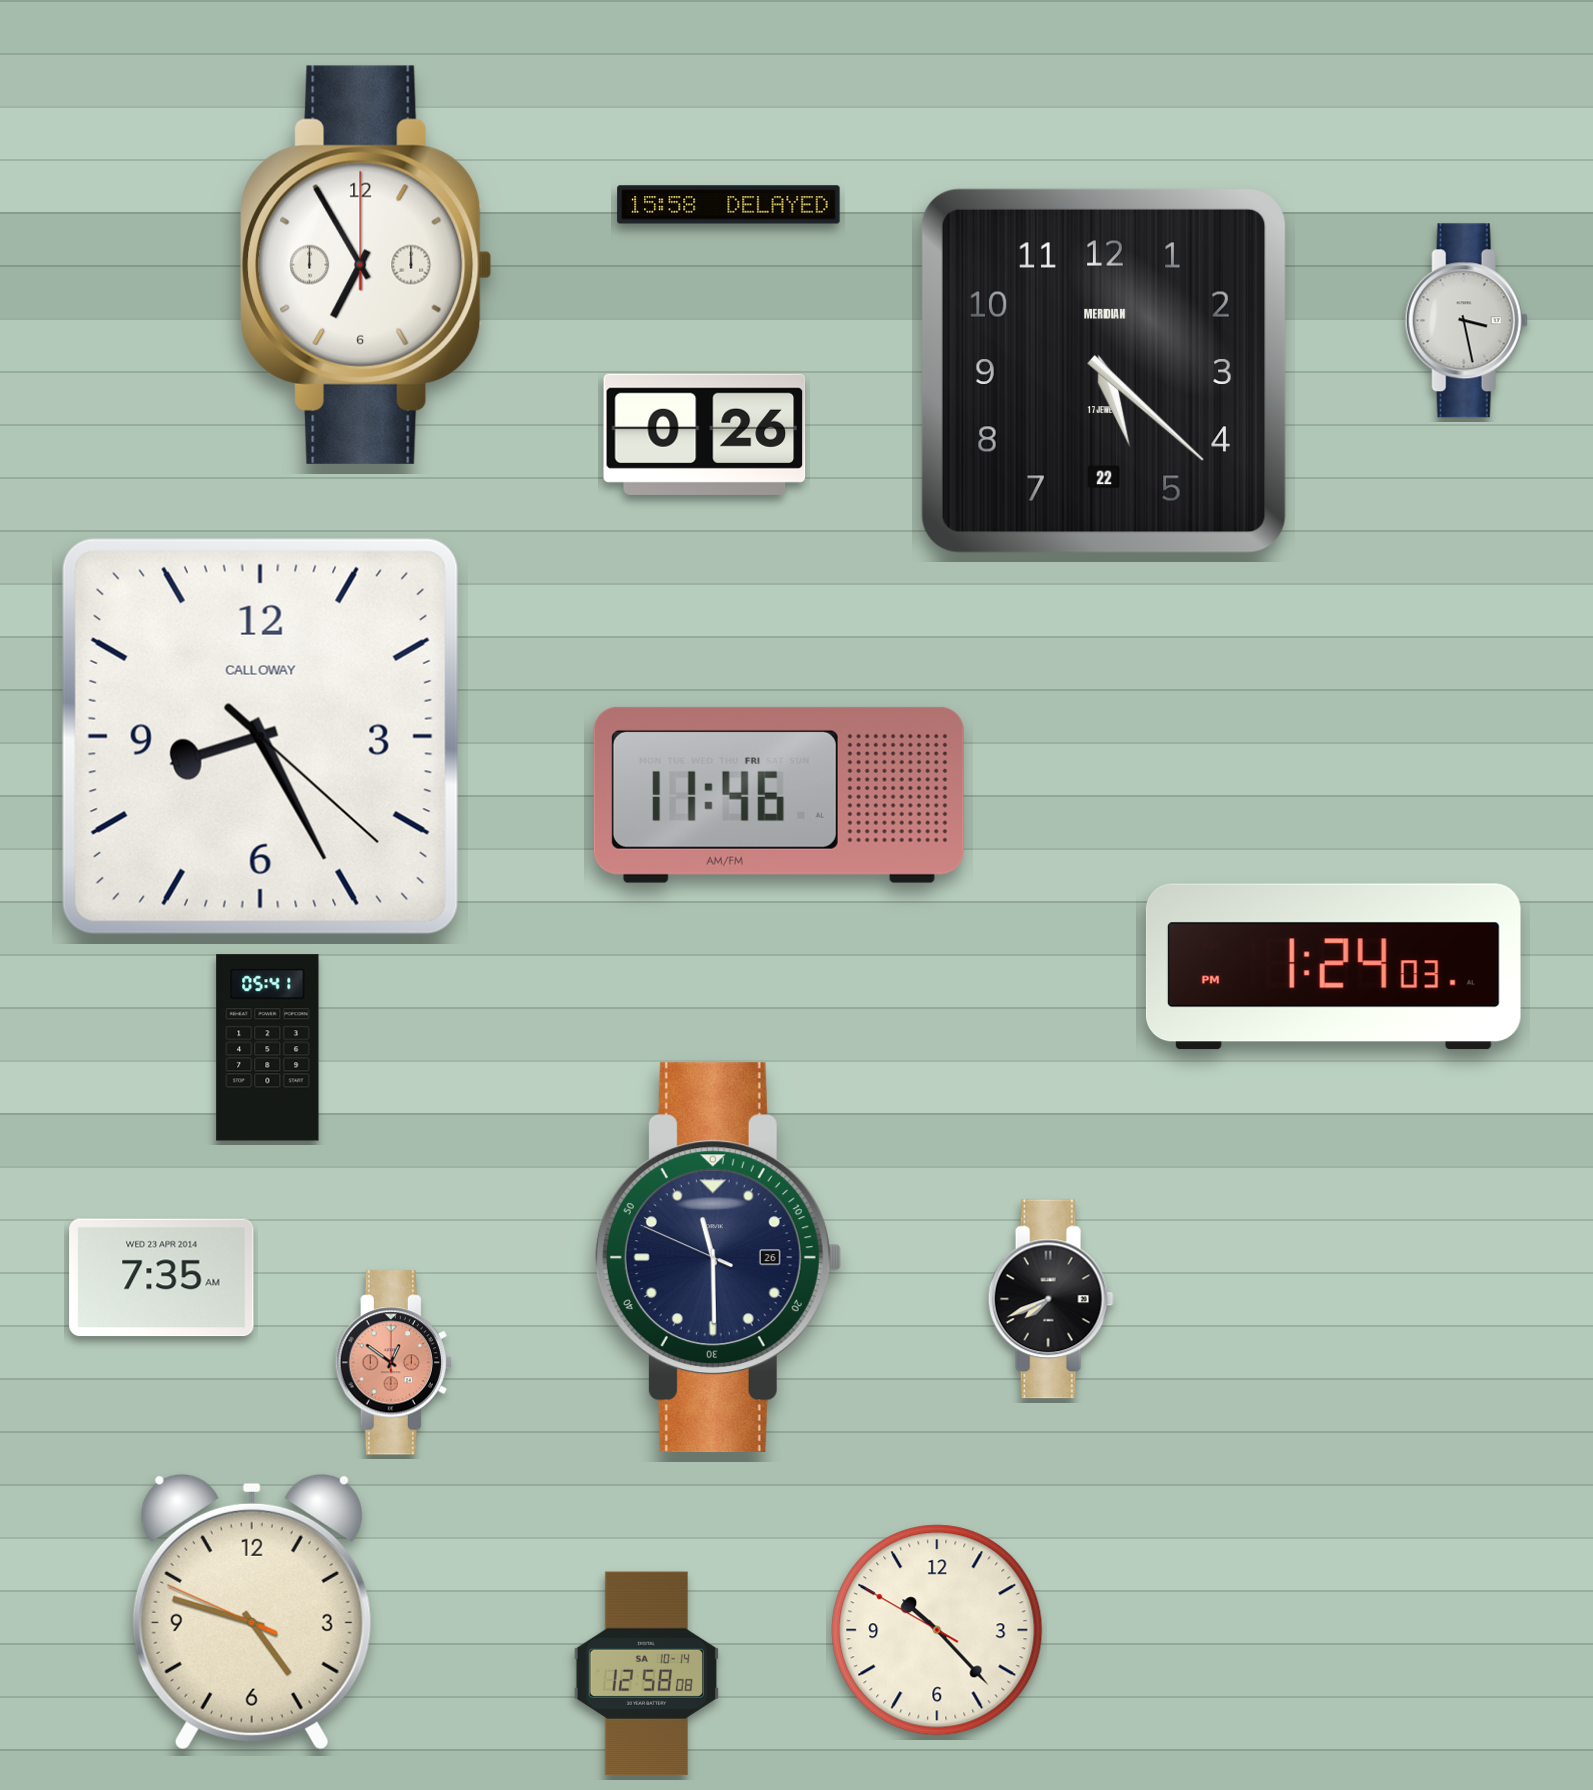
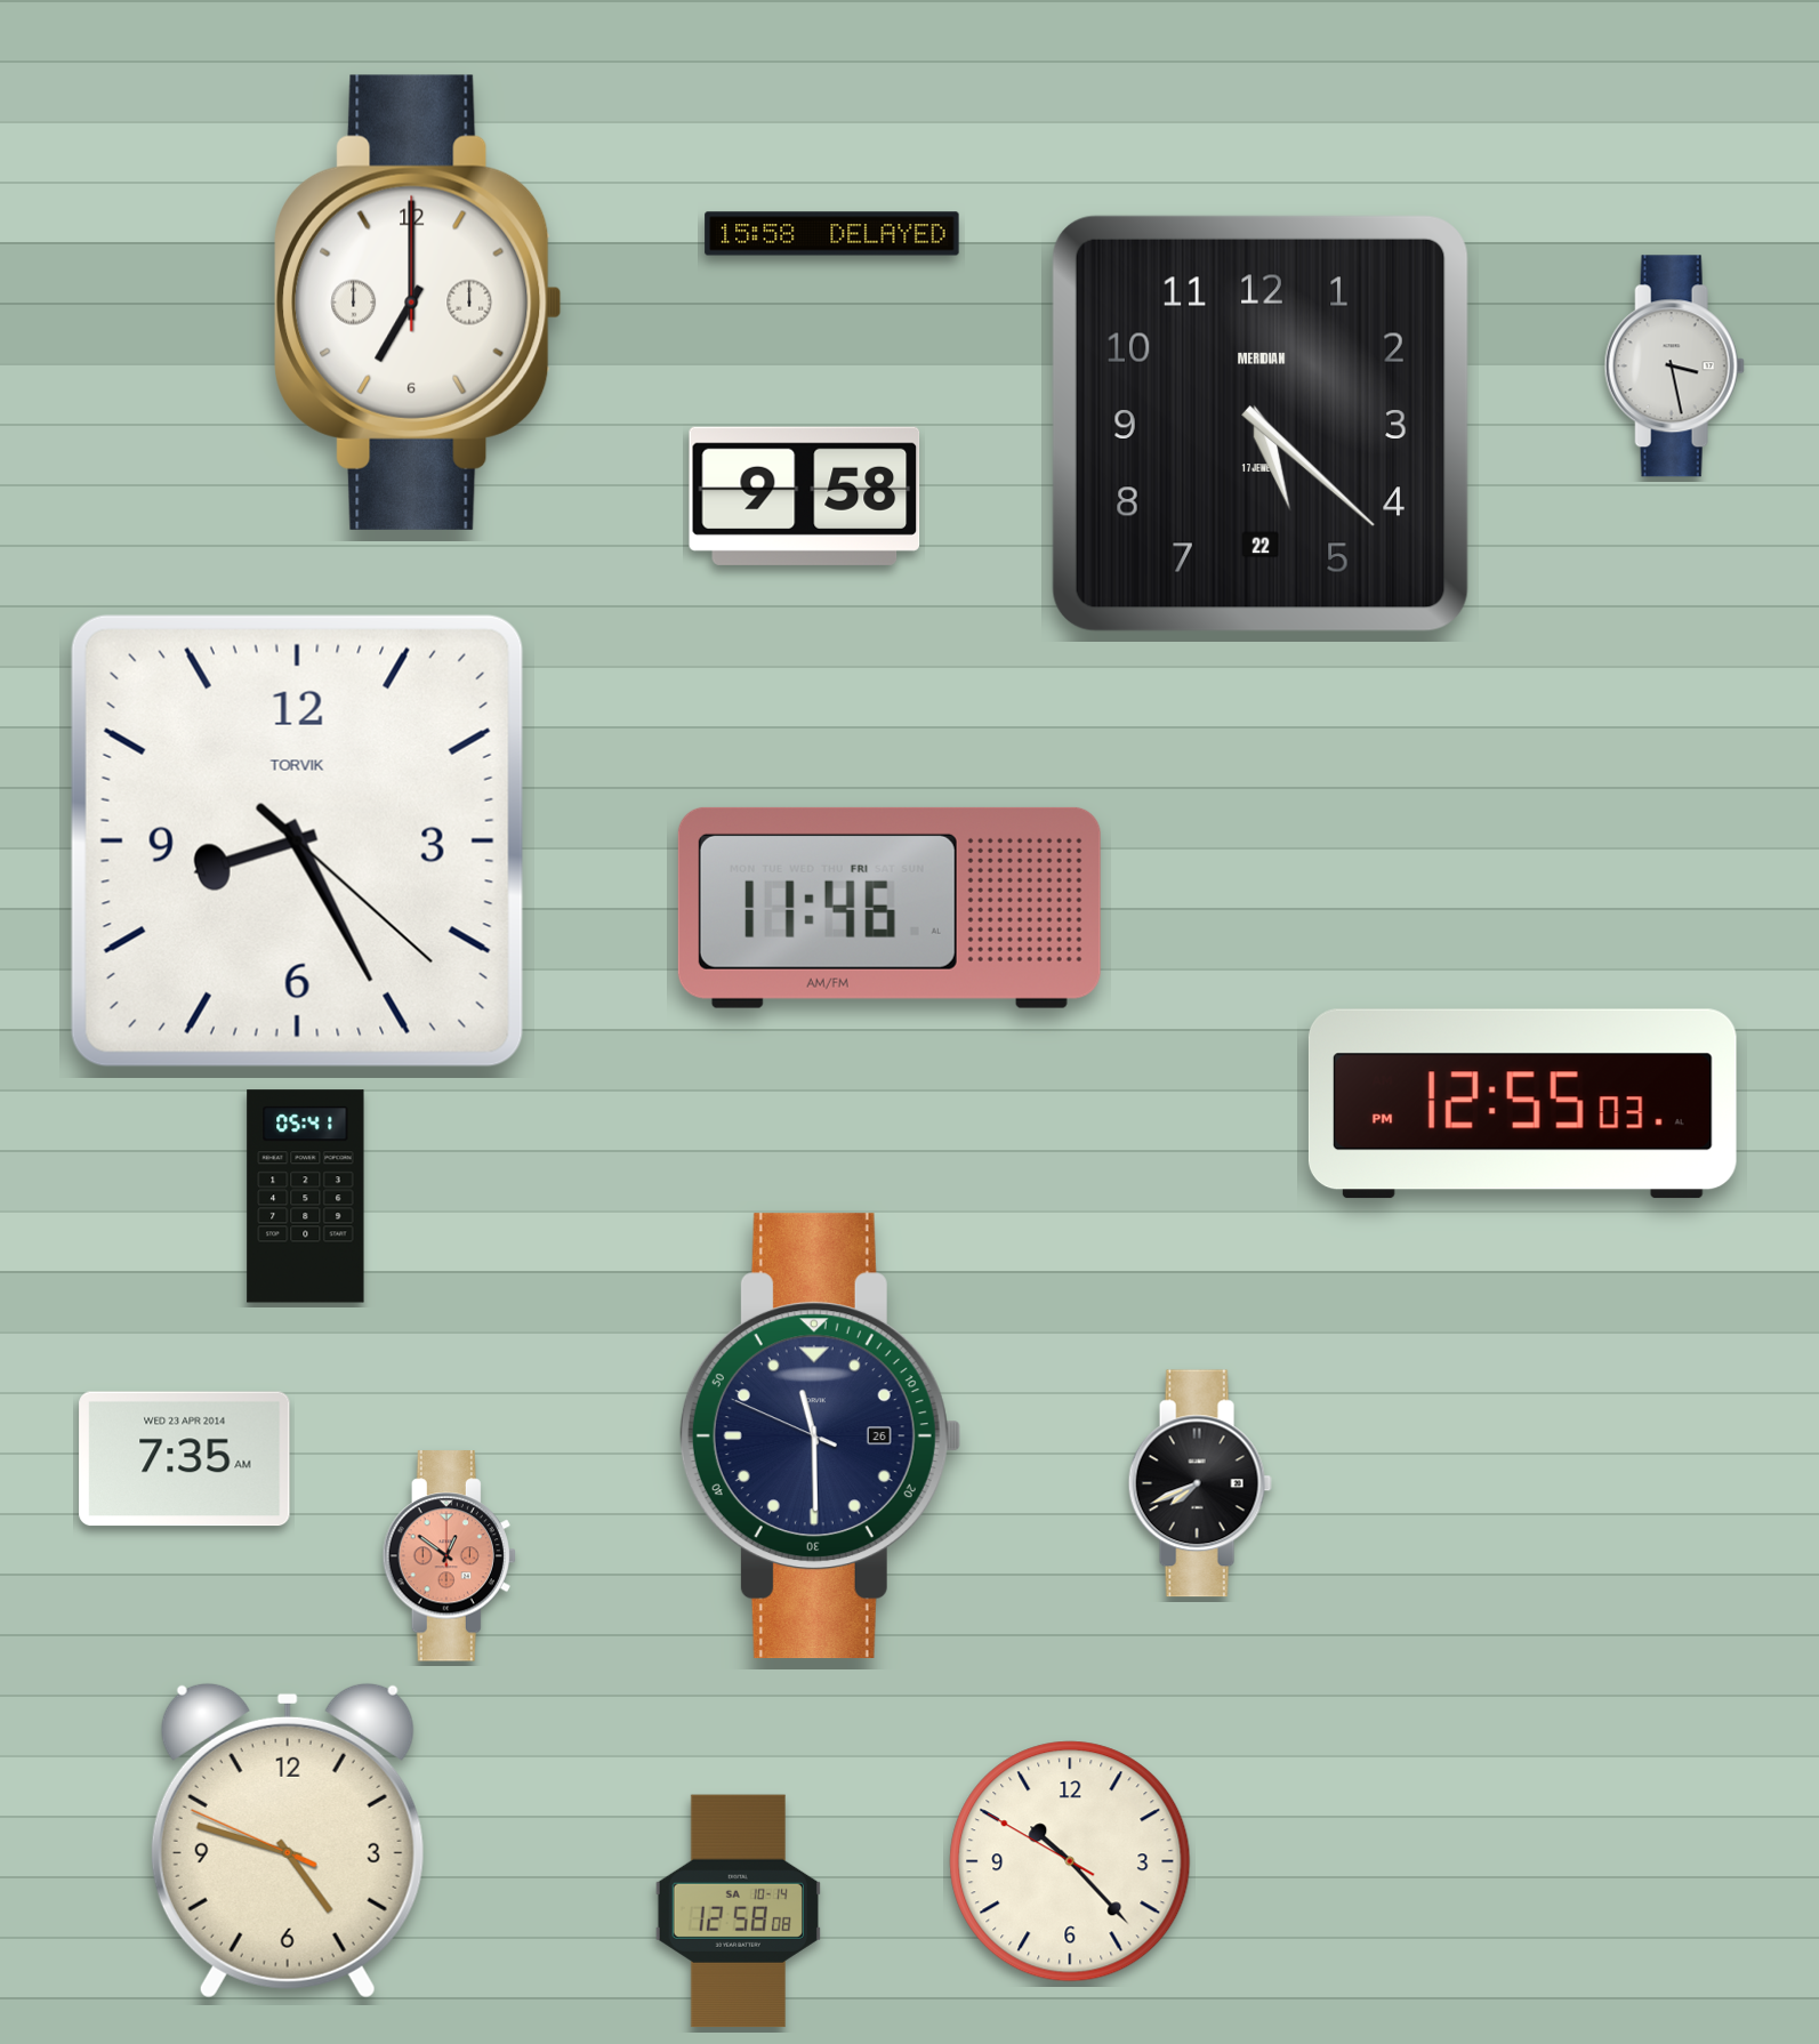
clock at (366, 265): 6:55 -> 7:00
clock at (705, 434): 0:26 -> 9:58
clock at (260, 736) brand: CALLOWAY -> TORVIK
clock at (1333, 967): 1:24 -> 12:55
